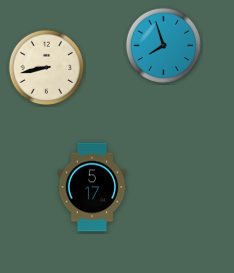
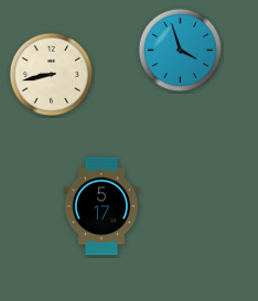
clock at (164, 46): 7:57 -> 3:57
